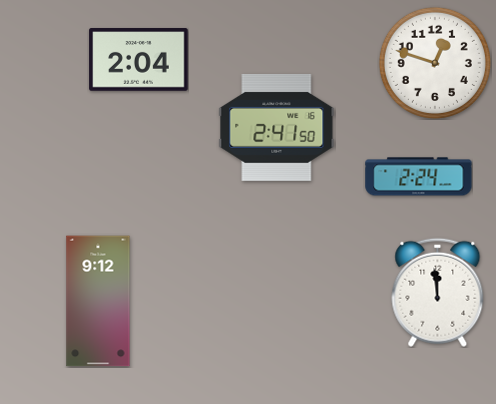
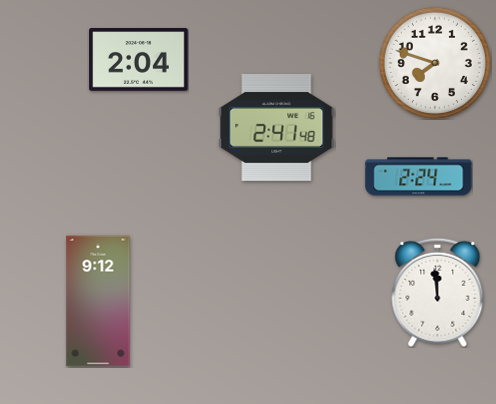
clock at (435, 63): 12:48 -> 7:48
clock at (277, 127): 2:41:50 -> 2:41:48
